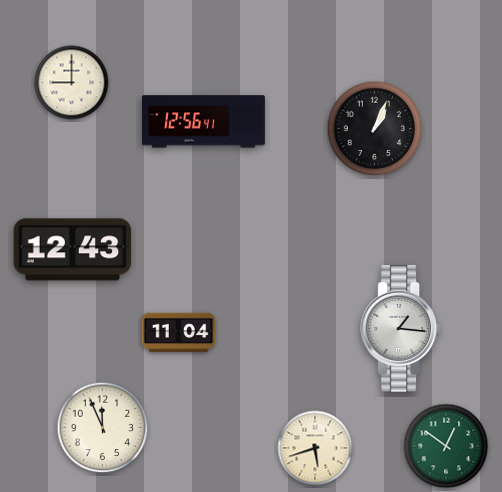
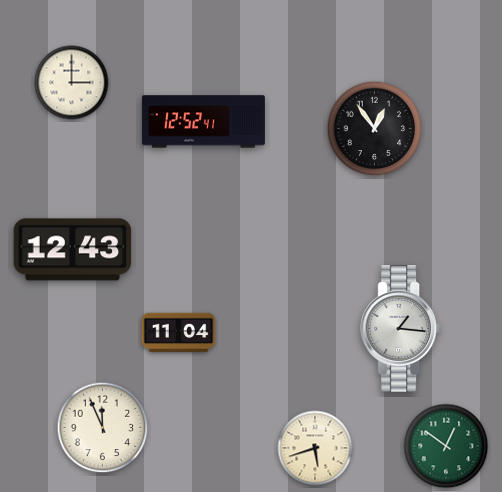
clock at (72, 83): 9:00 -> 3:00
clock at (203, 122): 12:56 -> 12:52
clock at (375, 129): 1:04 -> 12:54
